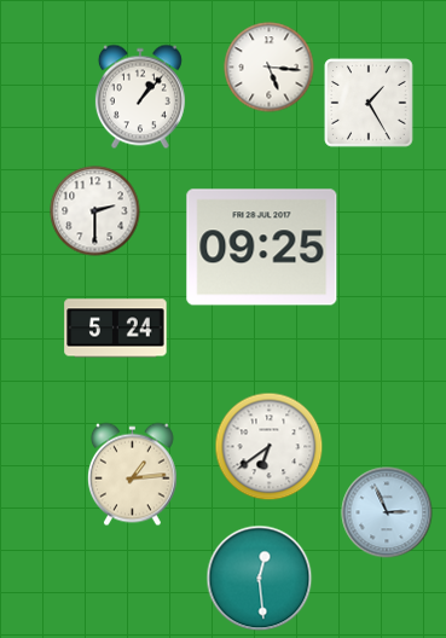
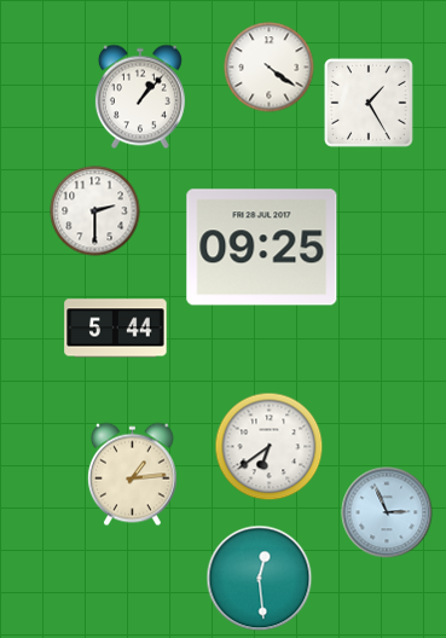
clock at (270, 68): 5:16 -> 4:21
clock at (116, 329): 5:24 -> 5:44
